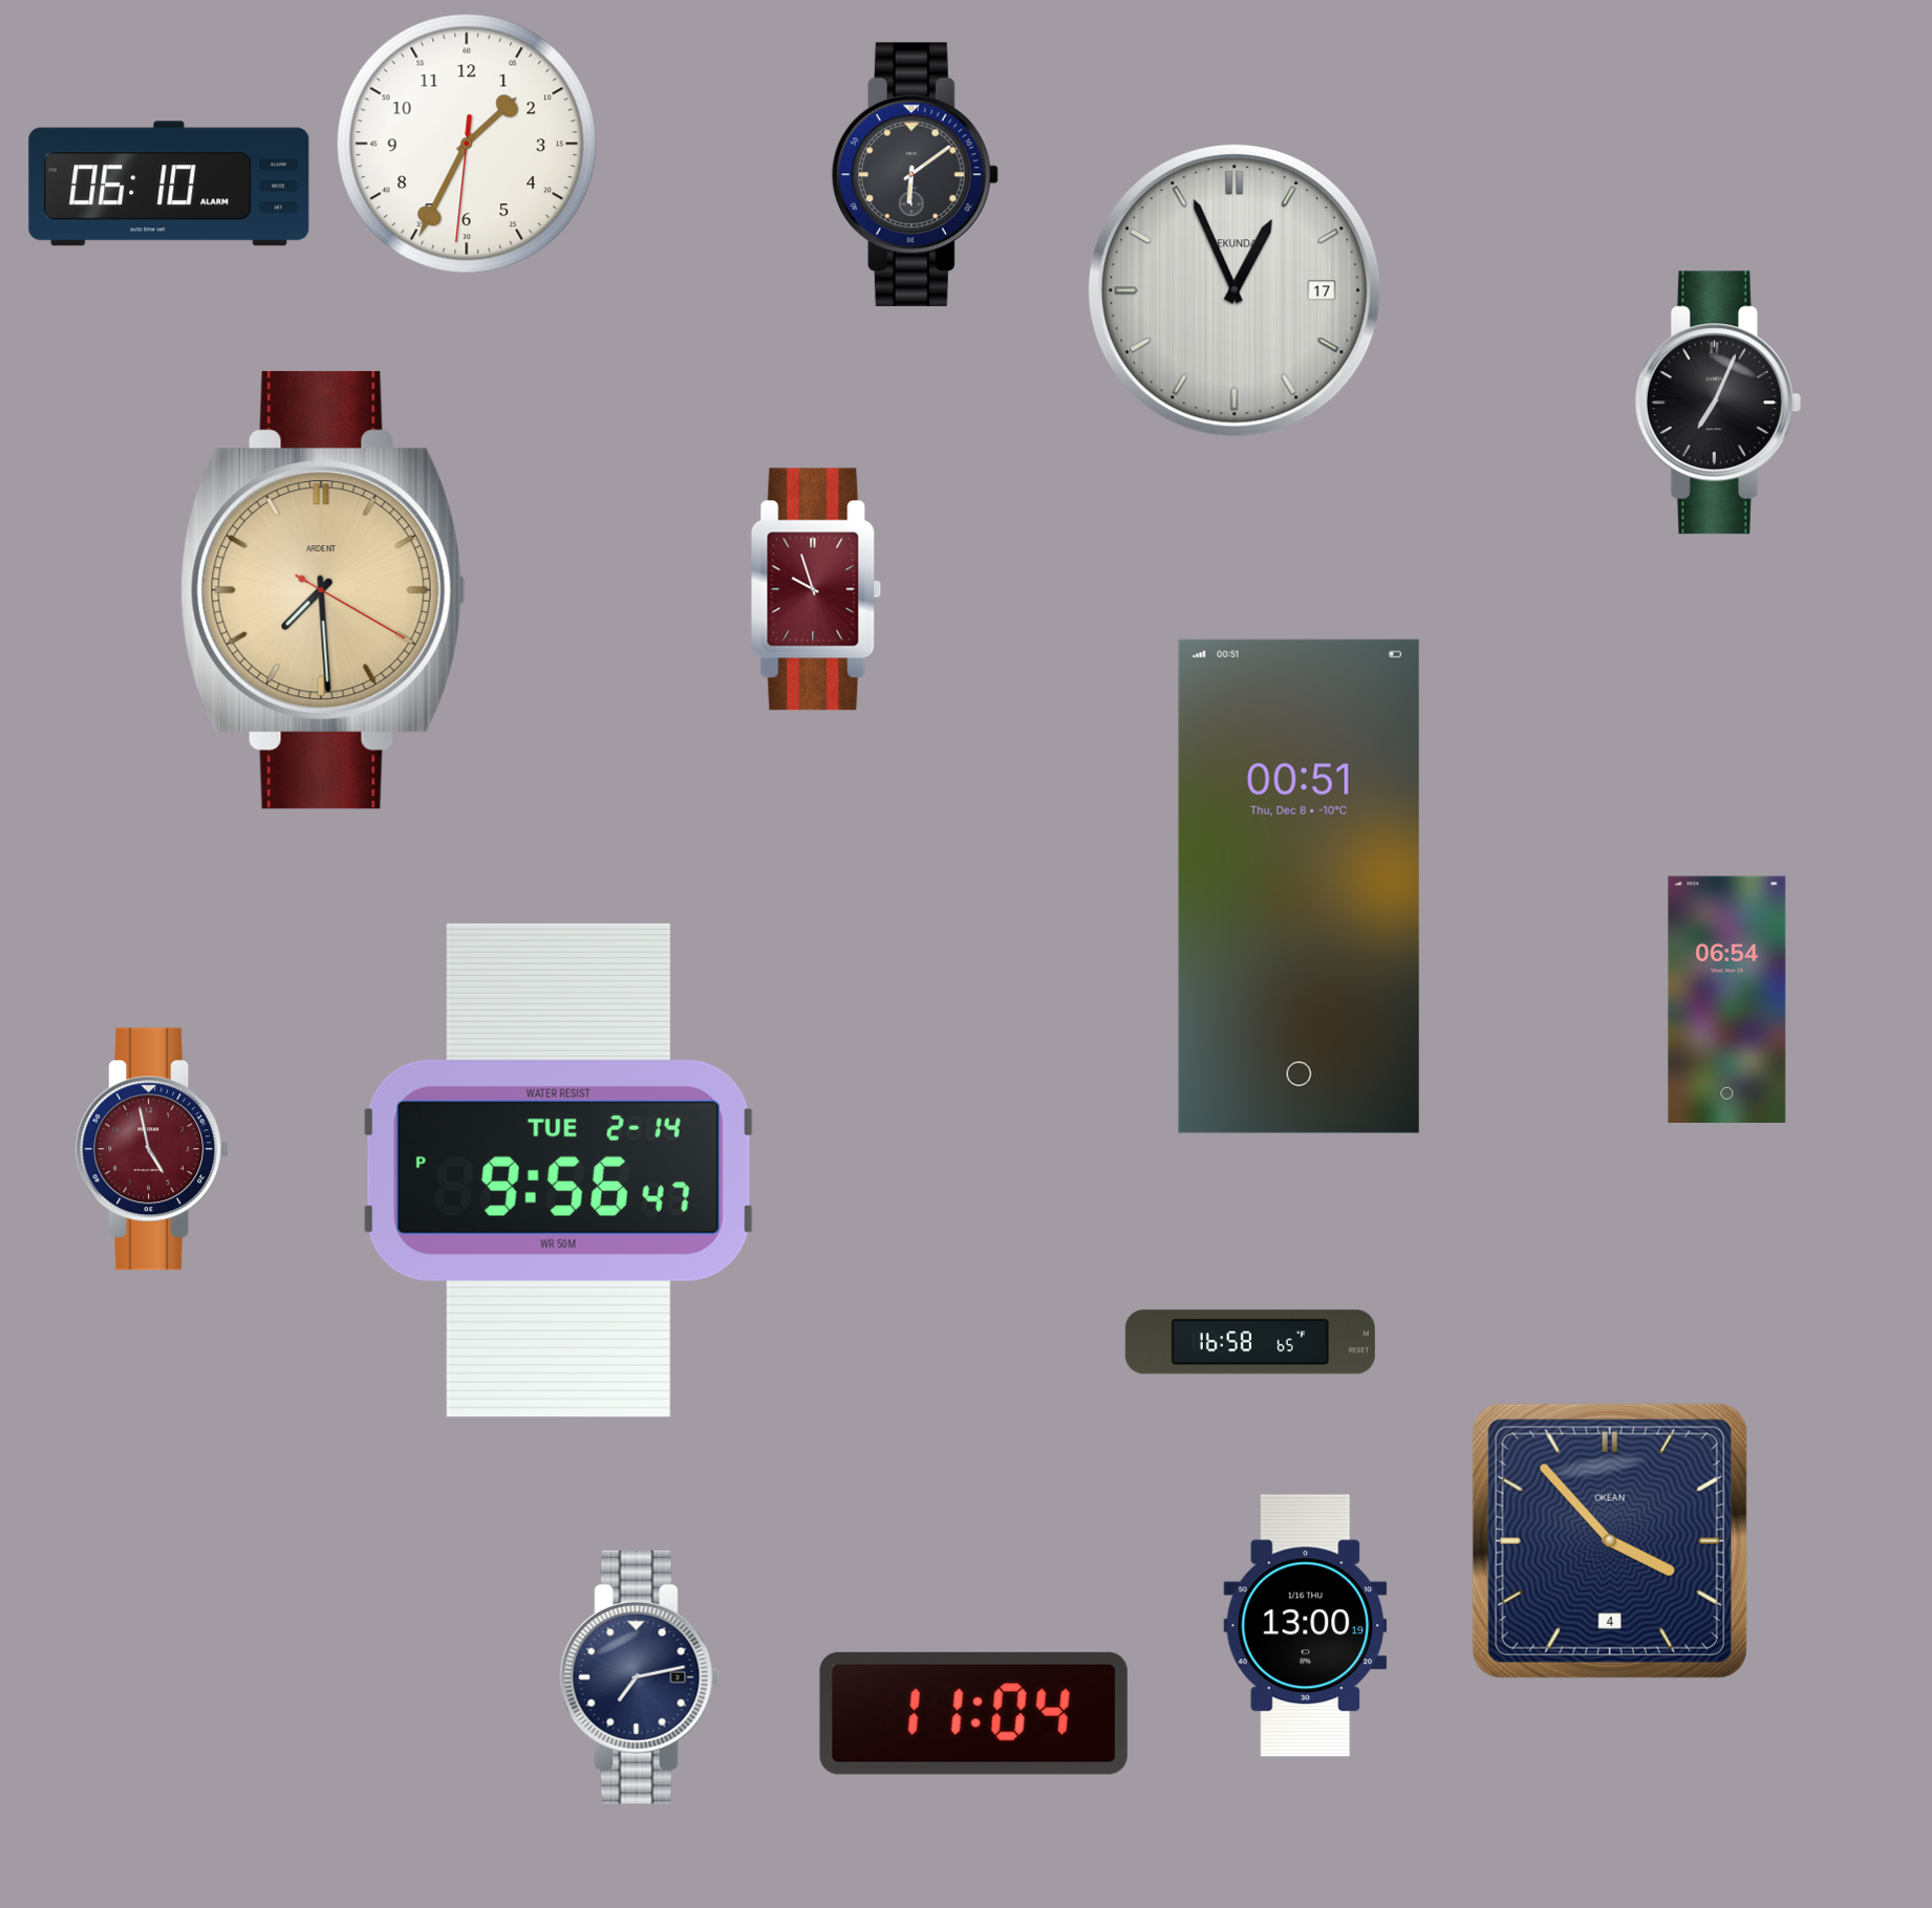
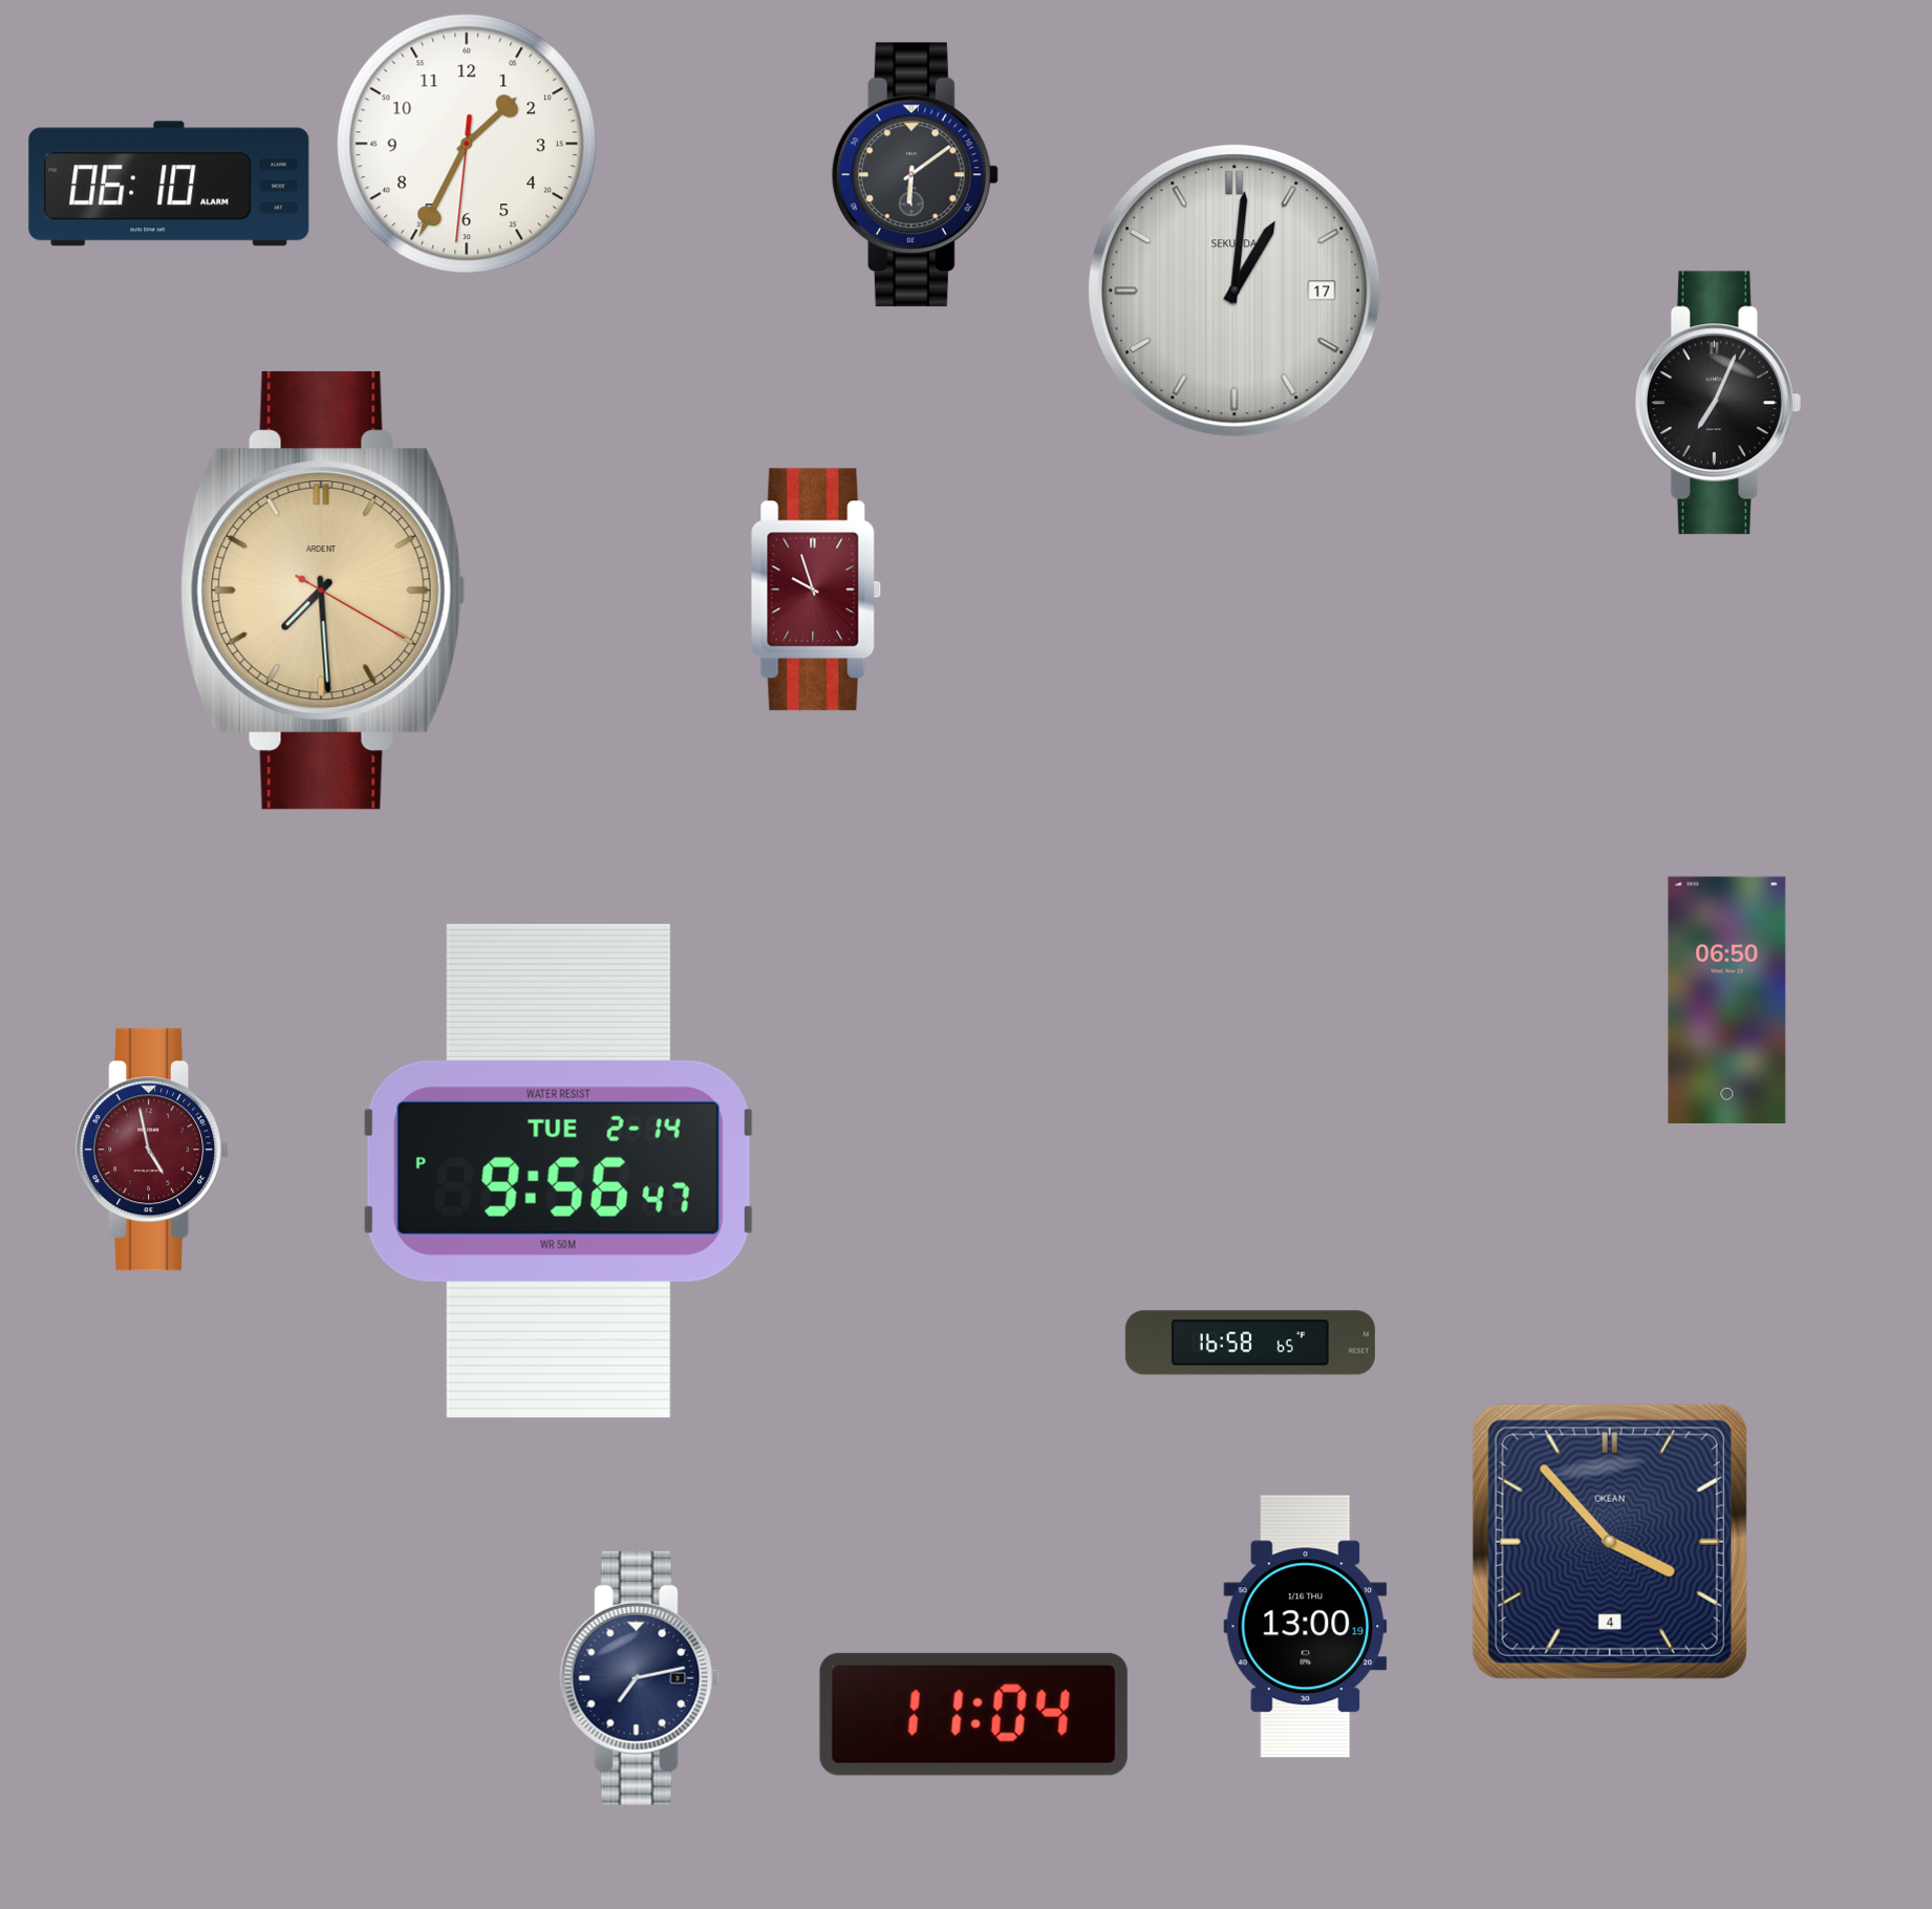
clock at (1235, 290): 12:56 -> 1:01
clock at (1298, 886): 00:51 -> none
clock at (1727, 999): 06:54 -> 06:50
